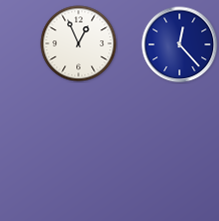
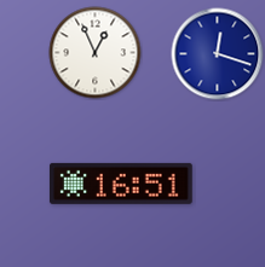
clock at (180, 45): 12:23 -> 12:18
clock at (121, 184): none -> 16:51
